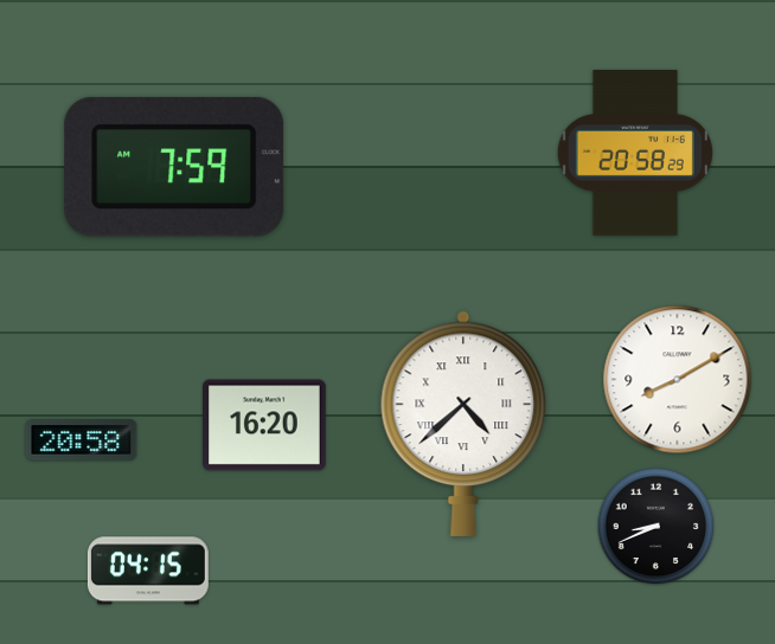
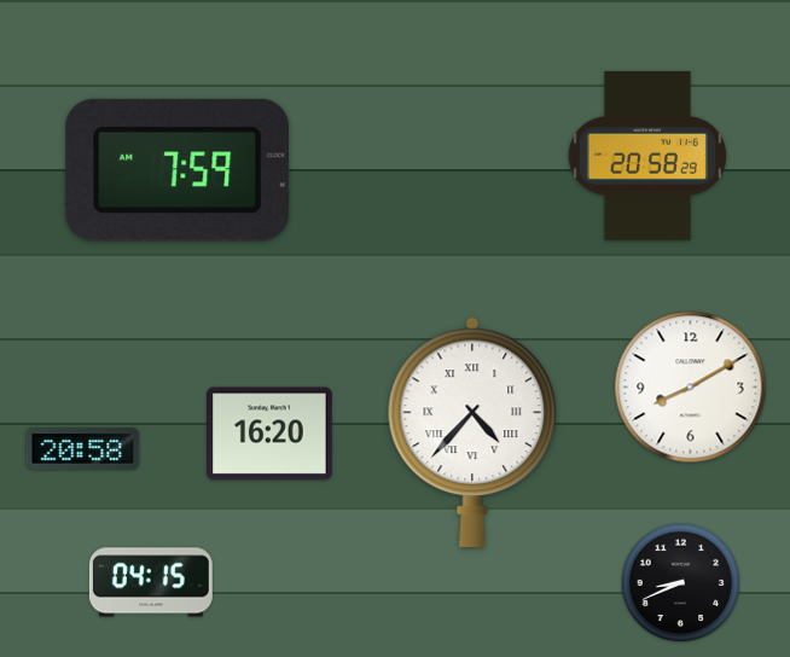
clock at (463, 424): 4:38 -> 4:37
clock at (656, 527) position: (656, 527) -> (681, 583)
